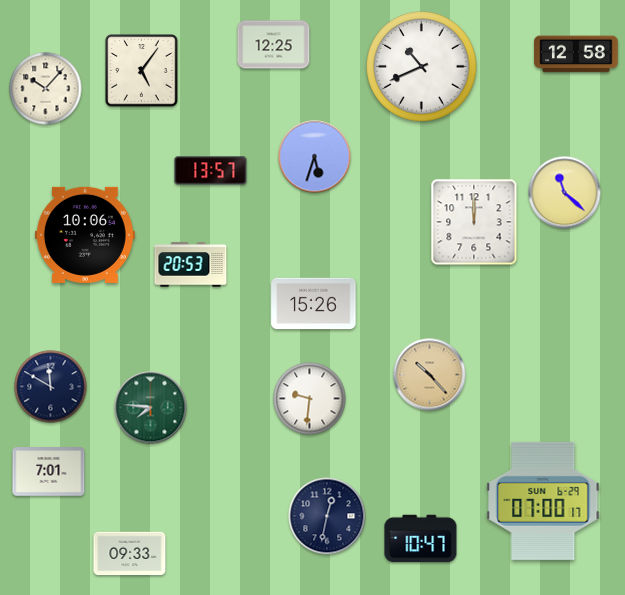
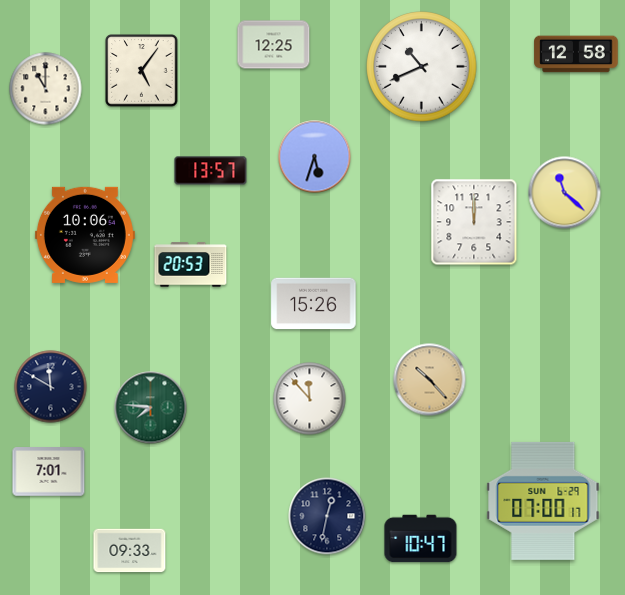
clock at (46, 89): 10:07 -> 11:00
clock at (430, 375) position: (430, 375) -> (430, 380)
clock at (310, 399): 9:31 -> 11:53
clock at (130, 554) position: (130, 554) -> (130, 551)
